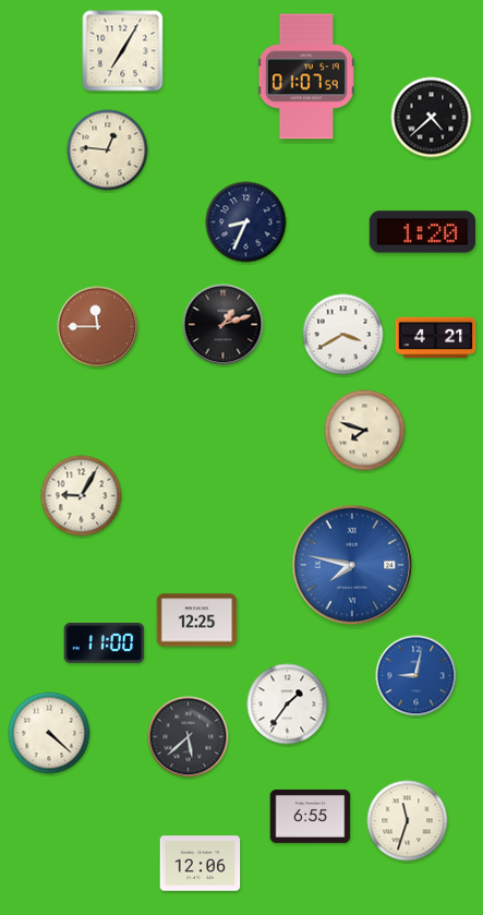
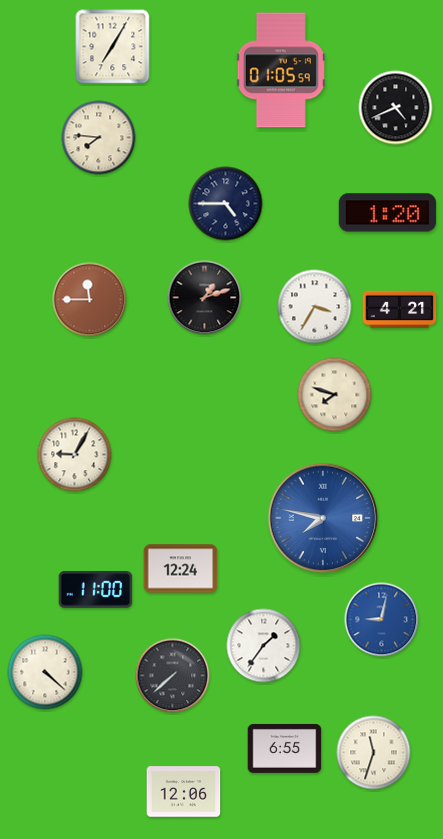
clock at (306, 76): 01:07 -> 01:05
clock at (432, 118): 4:38 -> 4:41
clock at (108, 151): 12:46 -> 7:46
clock at (246, 222): 8:34 -> 4:45
clock at (343, 335): 3:40 -> 3:35
clock at (197, 621): 12:25 -> 12:24
clock at (189, 737): 5:38 -> 7:38
